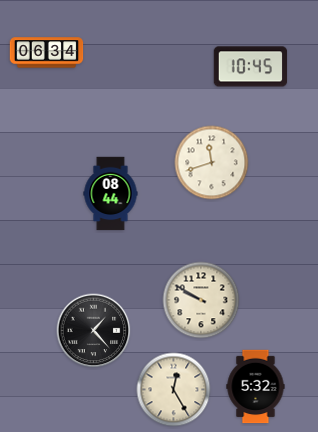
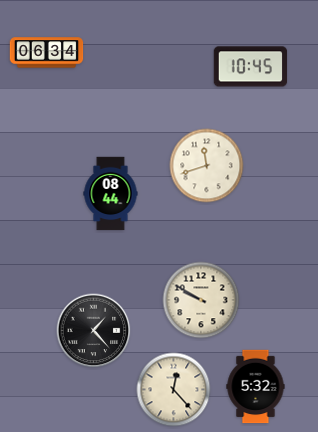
clock at (212, 163) position: (212, 163) -> (207, 166)
clock at (174, 390): 12:25 -> 12:23
